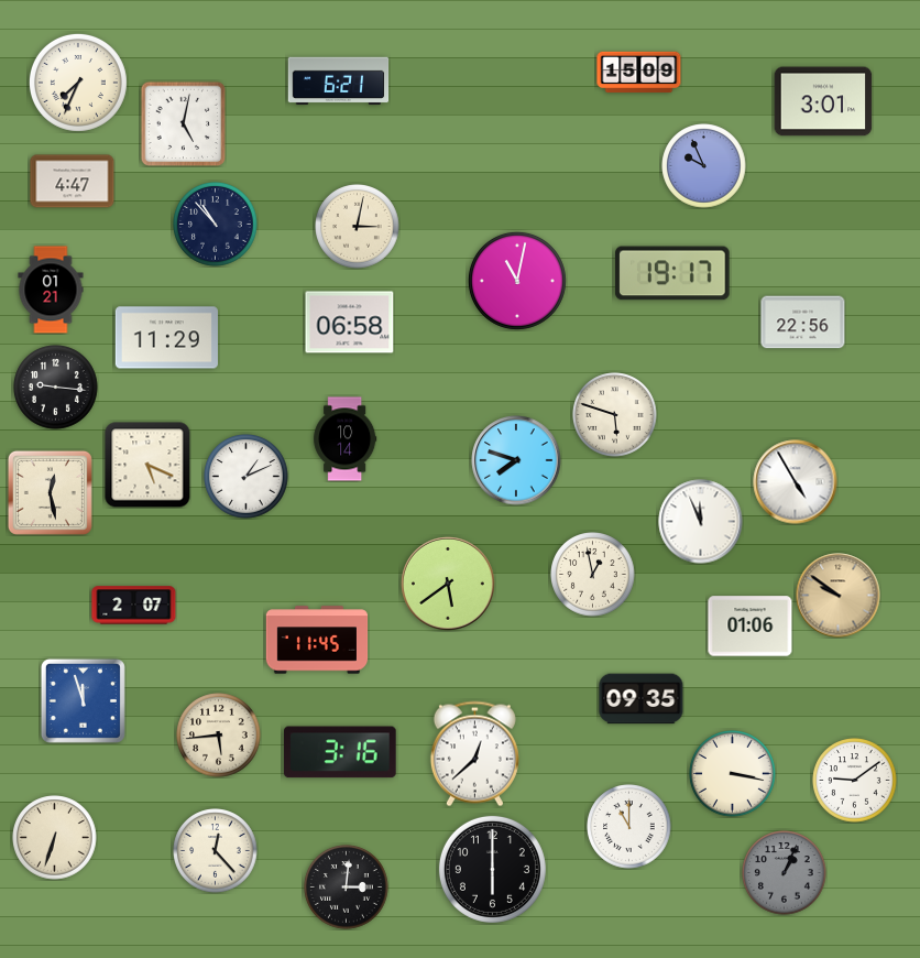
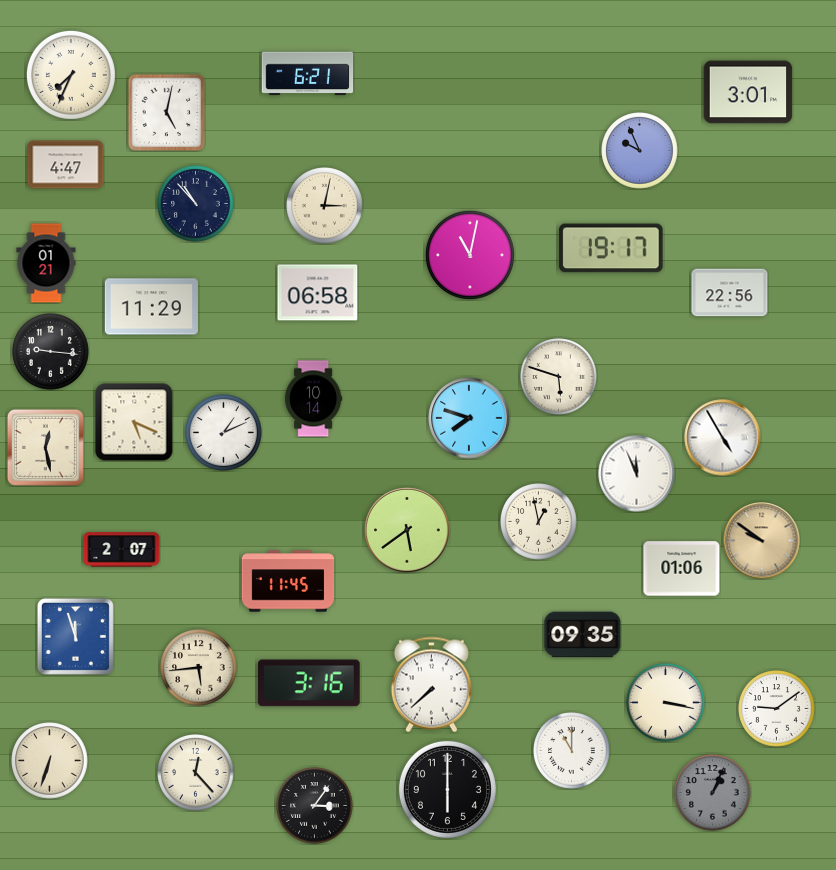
clock at (639, 73): 15:09 -> none
clock at (474, 754): 12:38 -> 7:38
clock at (347, 888): 3:01 -> 3:06
